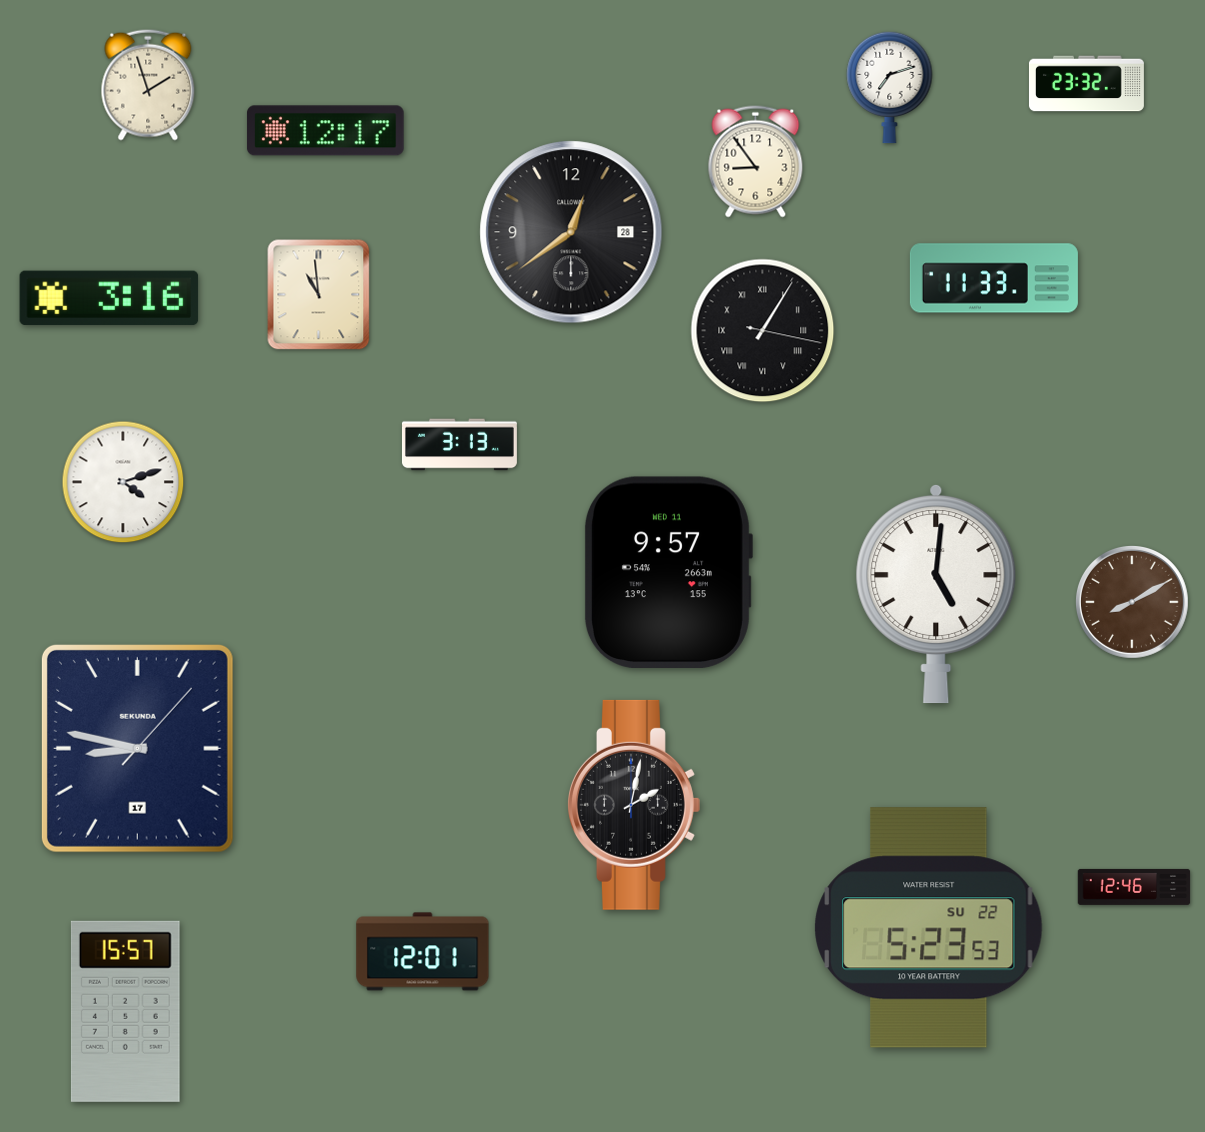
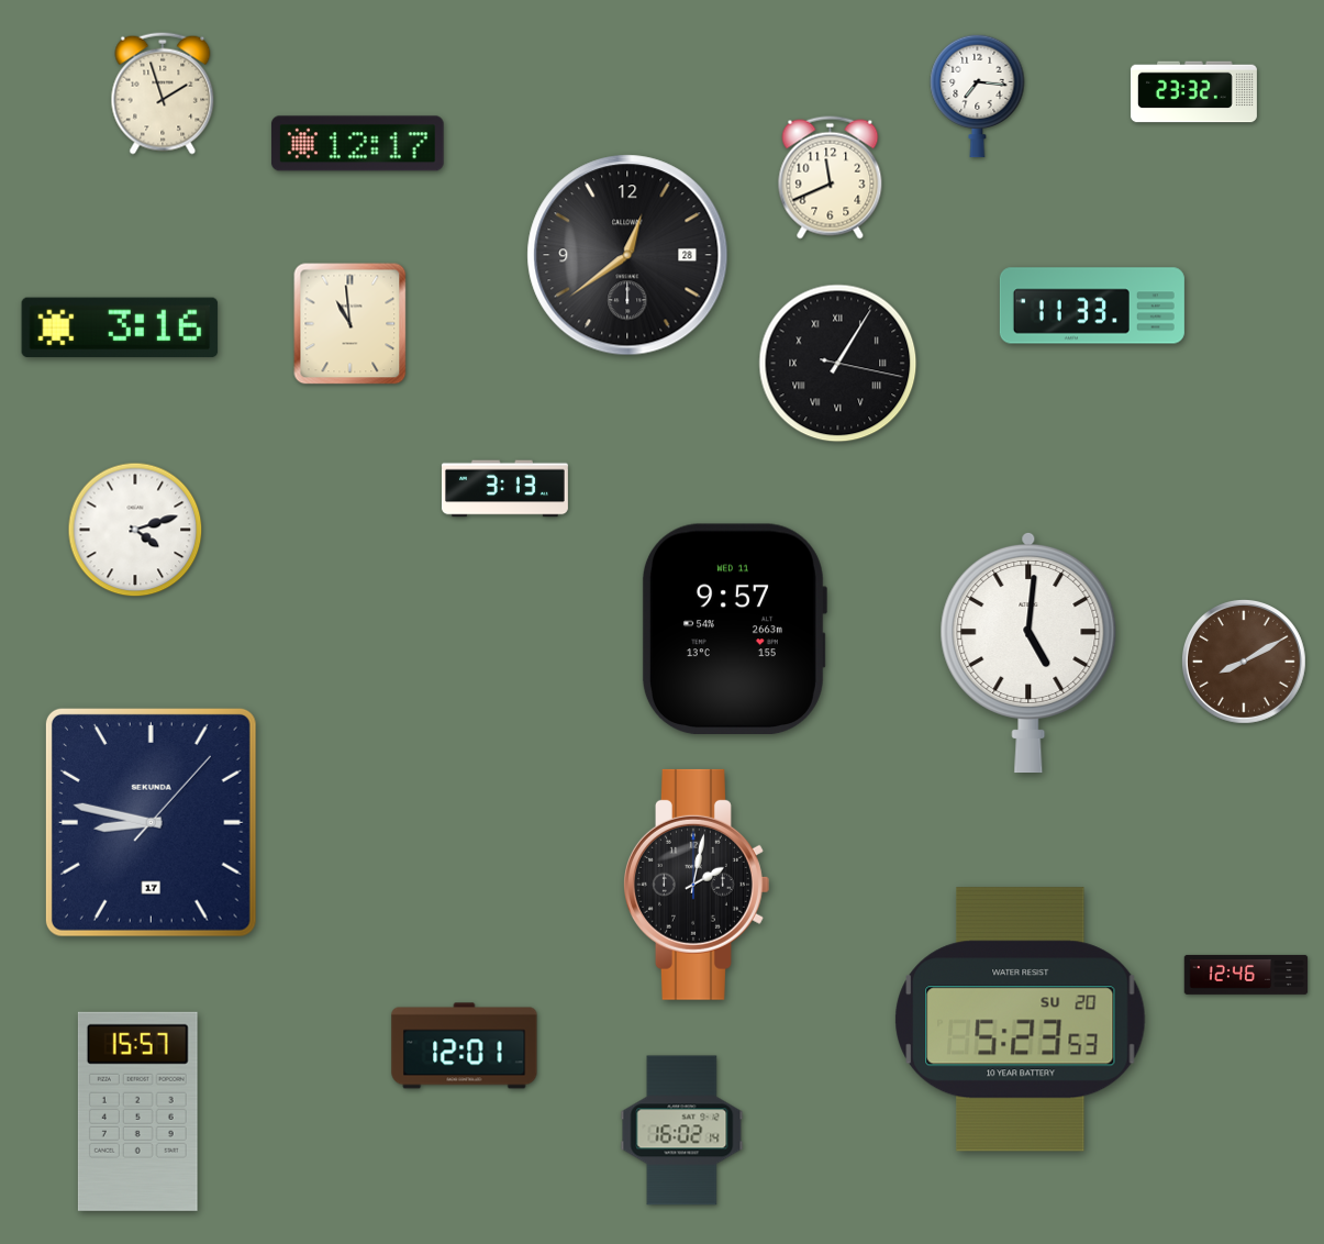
clock at (890, 87): 7:12 -> 7:16
clock at (756, 162): 8:54 -> 11:41
clock at (929, 928) date: SU 22 -> SU 20
clock at (682, 1131): none -> 16:02
